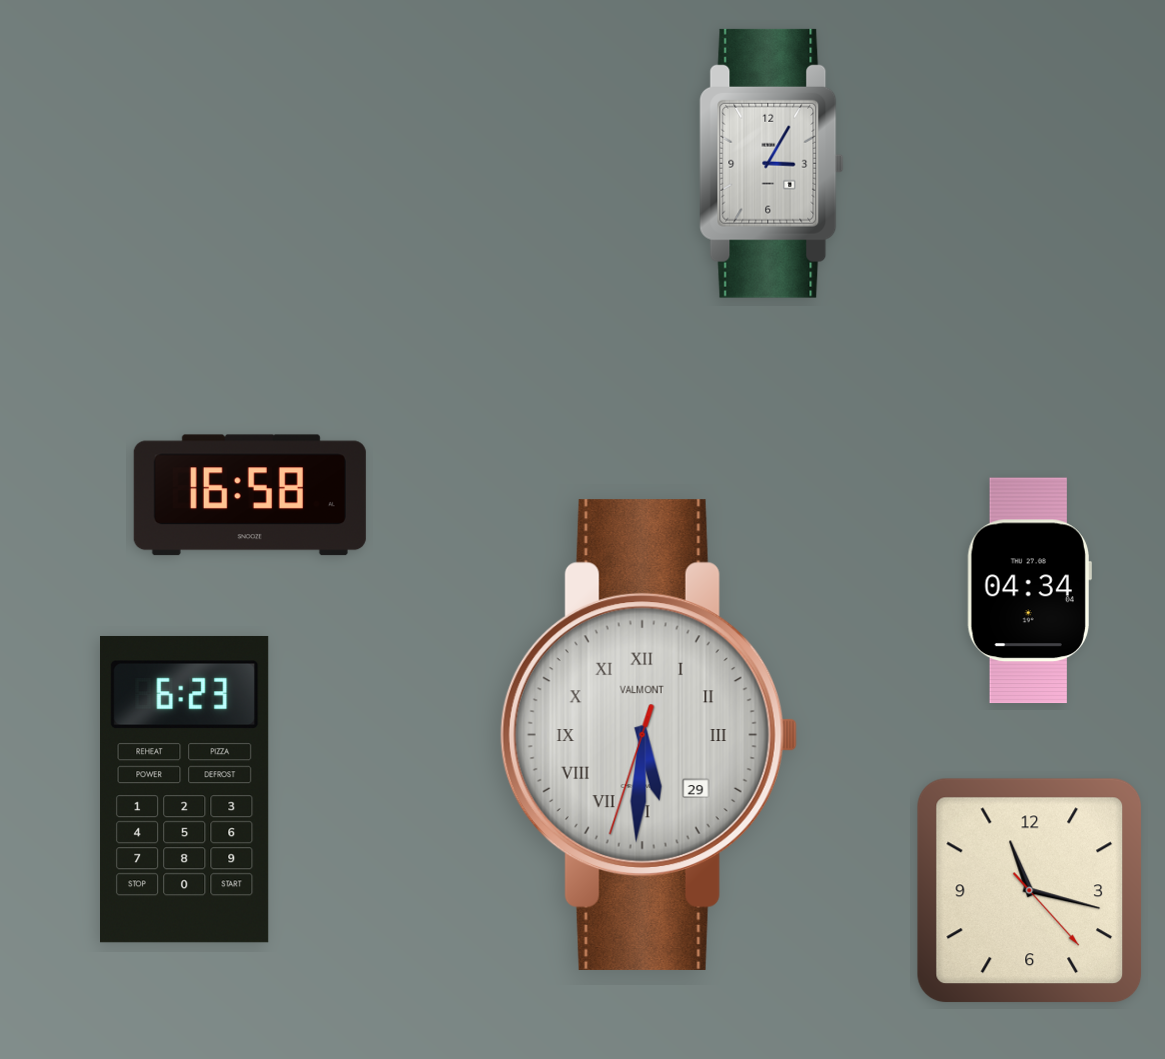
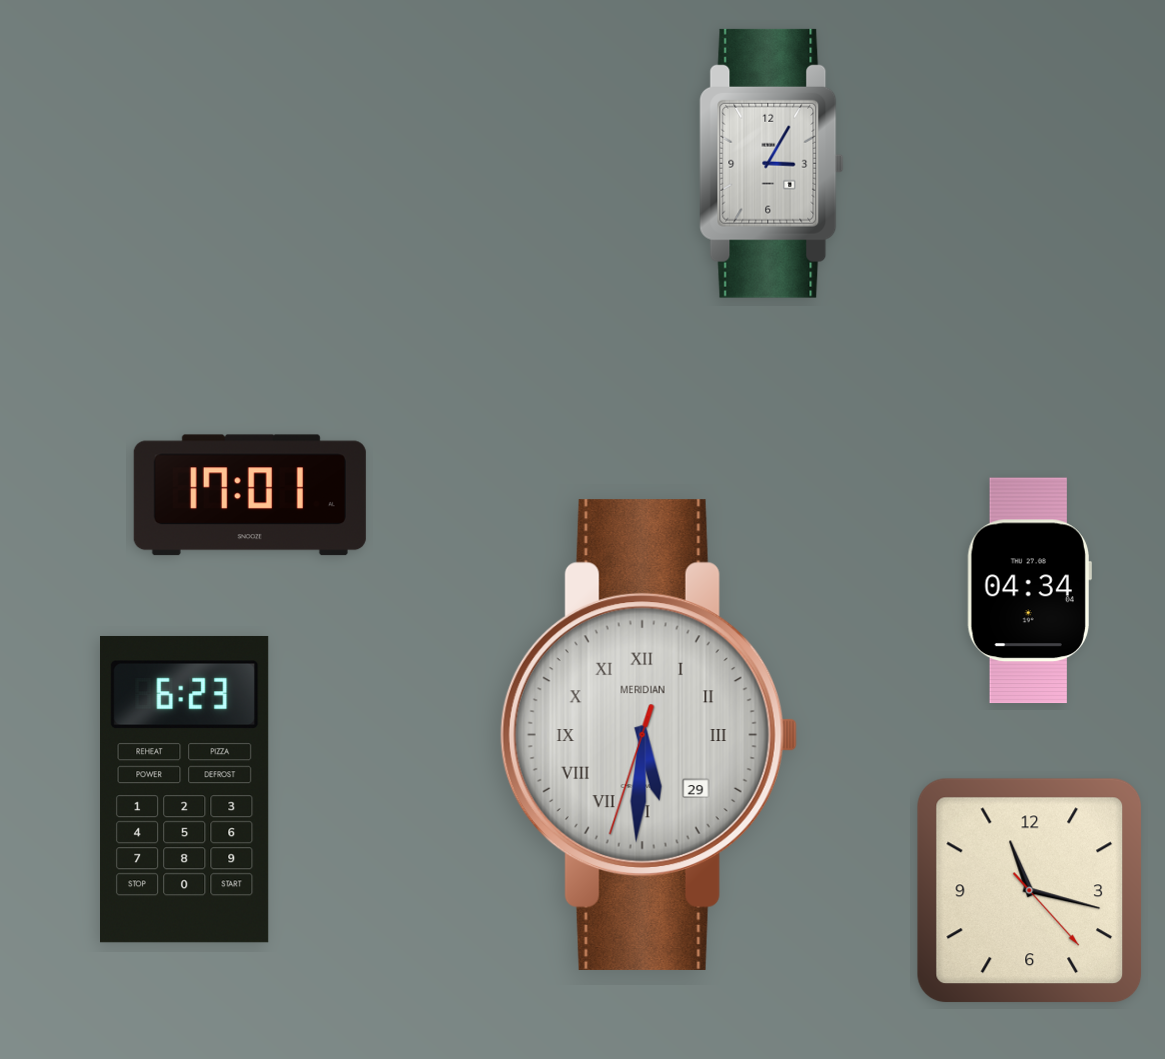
clock at (250, 495): 16:58 -> 17:01
clock at (649, 735) brand: VALMONT -> MERIDIAN
